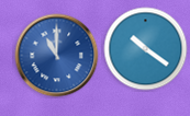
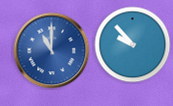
clock at (146, 49): 10:21 -> 9:53
